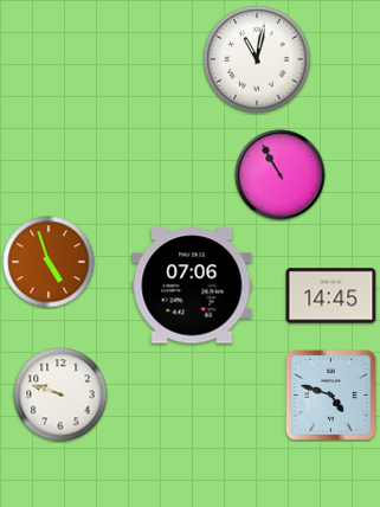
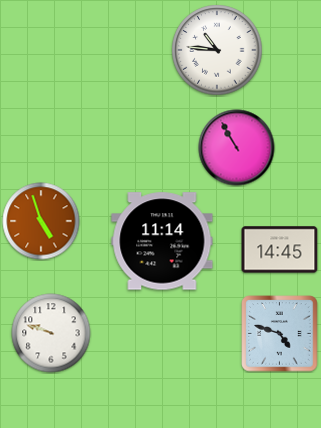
clock at (257, 59): 11:02 -> 10:46
clock at (192, 285): 07:06 -> 11:14
